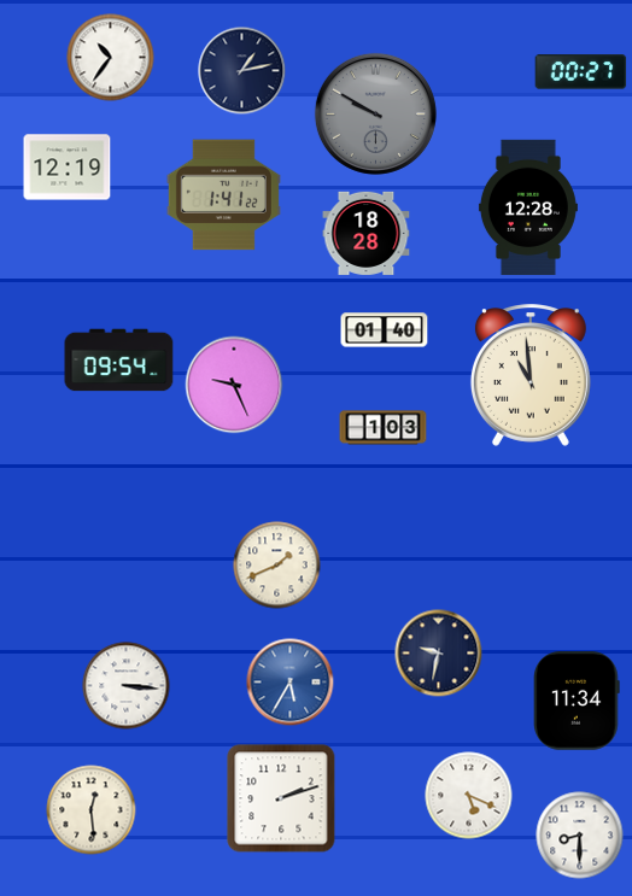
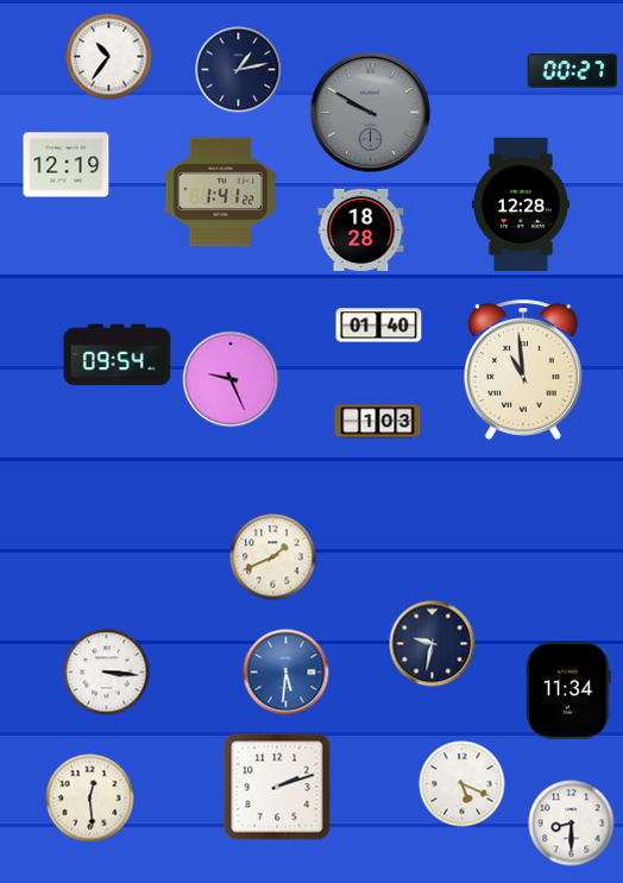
clock at (291, 683): 5:35 -> 5:31
clock at (127, 686) position: (127, 686) -> (107, 673)
